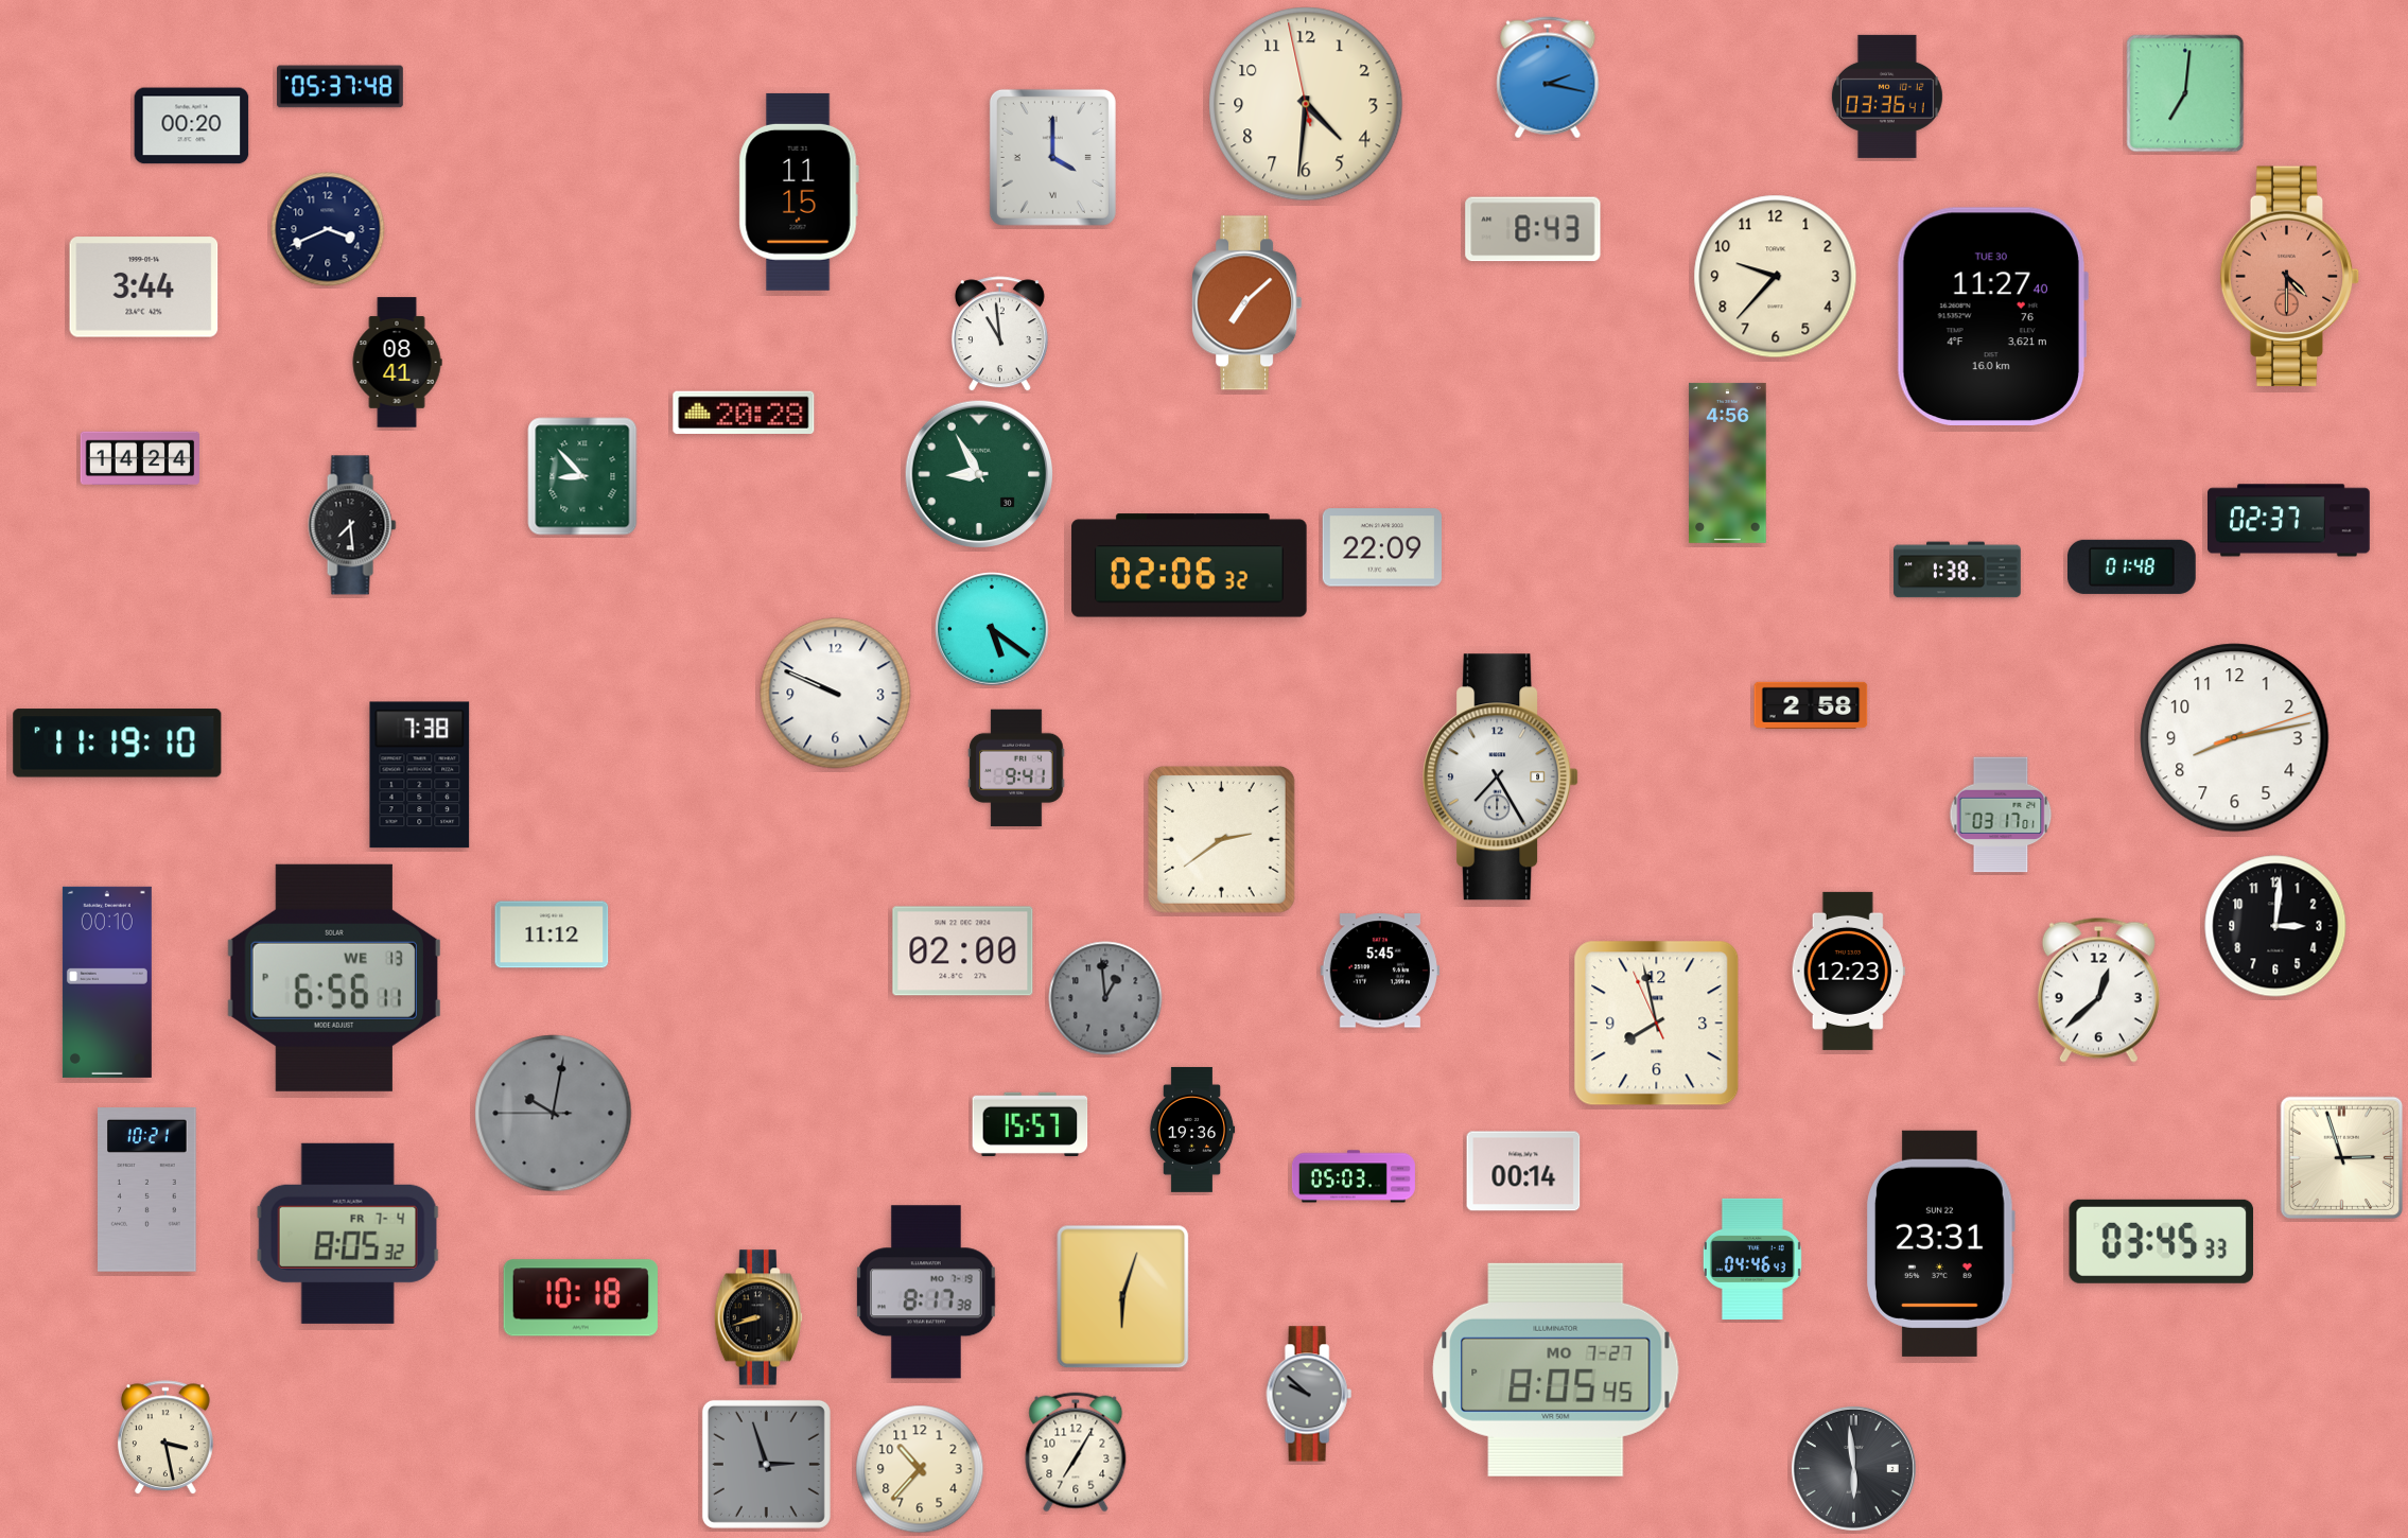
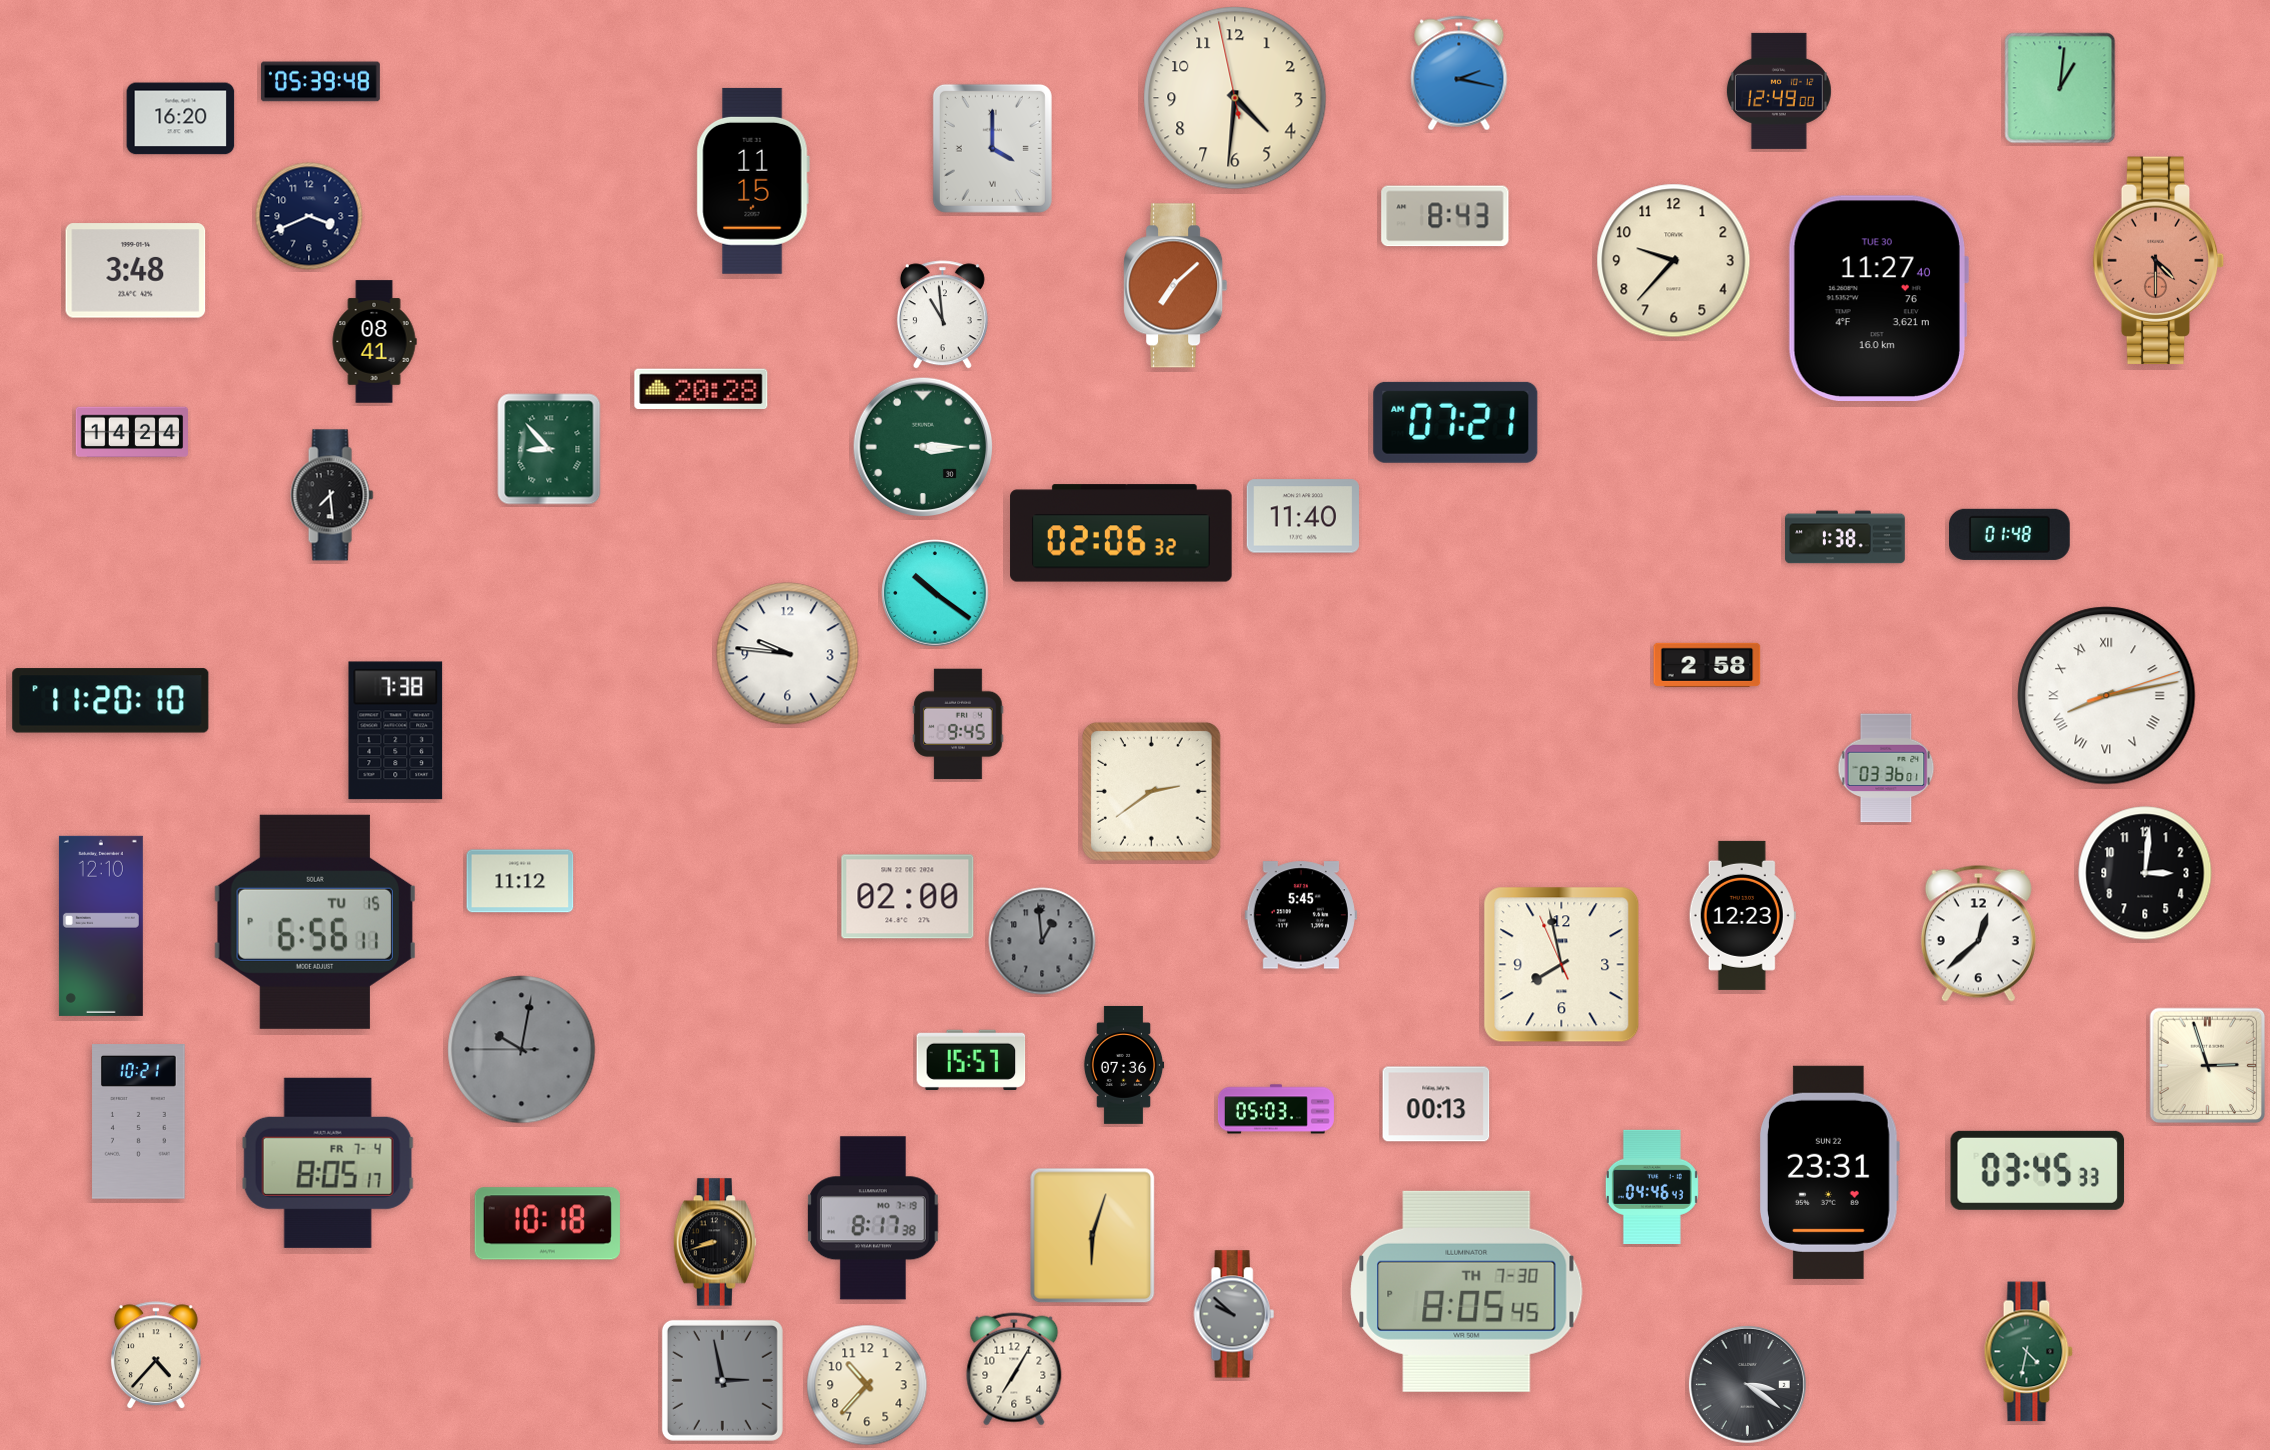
clock at (341, 87): 05:37 -> 05:39
clock at (2185, 93): 7:01 -> 1:01
clock at (1887, 97): 03:36 -> 12:49
clock at (1306, 104) position: (1306, 104) -> (1235, 98)
clock at (192, 126): 00:20 -> 16:20
clock at (144, 287): 3:44 -> 3:48
clock at (1456, 422): none -> 07:21
clock at (1728, 462): 4:56 -> none
clock at (979, 474): 8:55 -> 3:15
clock at (2289, 521): 02:37 -> none
clock at (1382, 547): 22:09 -> 11:40
clock at (992, 629): 5:21 -> 10:21
clock at (836, 694): 9:49 -> 9:46
clock at (2235, 738) numerals: Arabic -> Roman
clock at (118, 744): 11:19 -> 11:20
clock at (1016, 768): 9:41 -> 9:45
clock at (1501, 777): 7:25 -> none
clock at (2001, 815): 03:17 -> 03:36
clock at (334, 978) date: WE 13 -> TU 15
clock at (107, 982): 00:10 -> 12:10
clock at (1192, 1130): 19:36 -> 07:36
clock at (2342, 1158) position: (2342, 1158) -> (2208, 1066)
clock at (1523, 1171): 00:14 -> 00:13
clock at (348, 1234): 8:05:32 -> 8:05:17
clock at (1123, 1297) position: (1123, 1297) -> (1093, 1236)
clock at (1556, 1369) date: MO 7-27 -> TH 7-30
clock at (2028, 1352): none -> 4:32
clock at (165, 1438): 3:28 -> 4:37
clock at (766, 1464): 2:57 -> 2:58
clock at (1853, 1468): 5:59 -> 3:21
